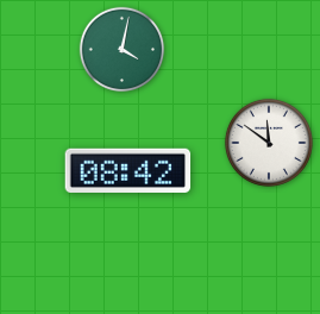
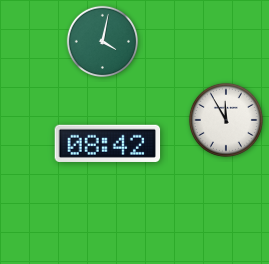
clock at (269, 143): 11:51 -> 11:55
